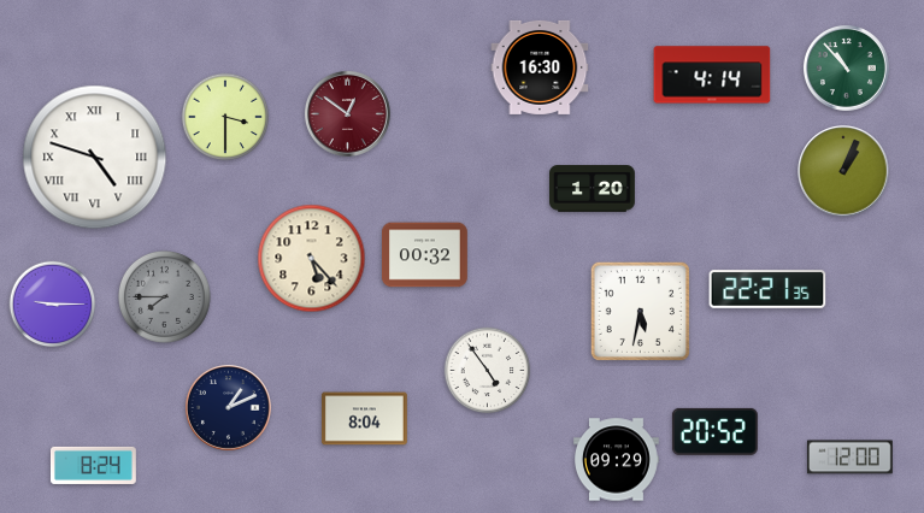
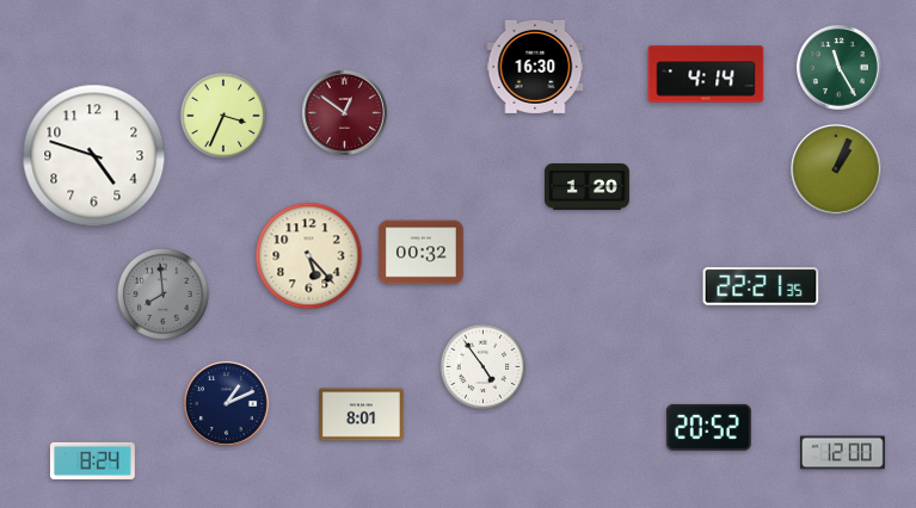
clock at (847, 69): 10:53 -> 11:25
clock at (225, 117): 3:30 -> 3:34
clock at (95, 158) numerals: Roman -> Arabic
clock at (164, 296): 7:45 -> 7:59
clock at (53, 305): 9:15 -> none
clock at (640, 311): 5:32 -> none
clock at (364, 419): 8:04 -> 8:01
clock at (617, 460): 09:29 -> none
